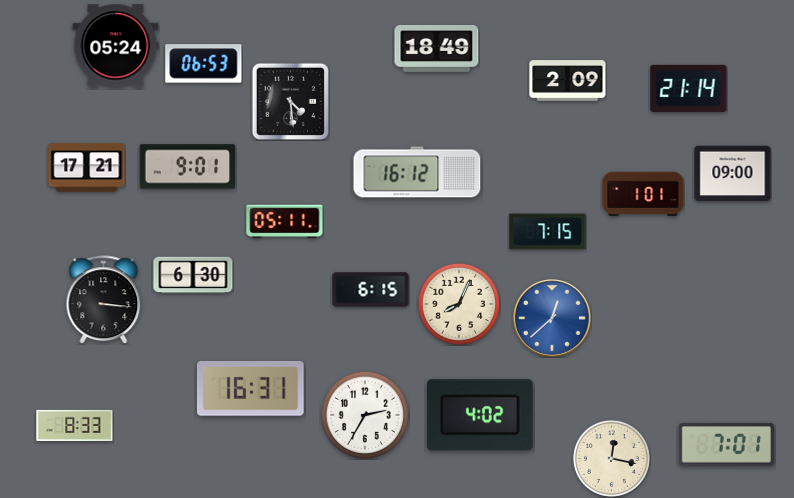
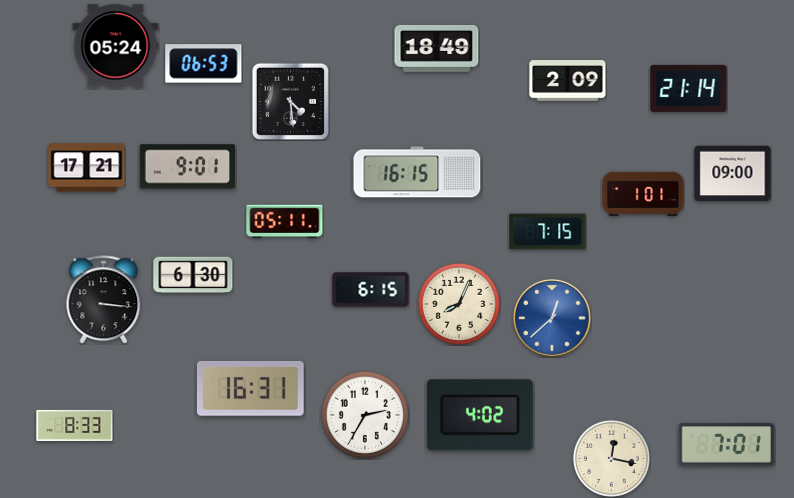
clock at (417, 172): 16:12 -> 16:15
